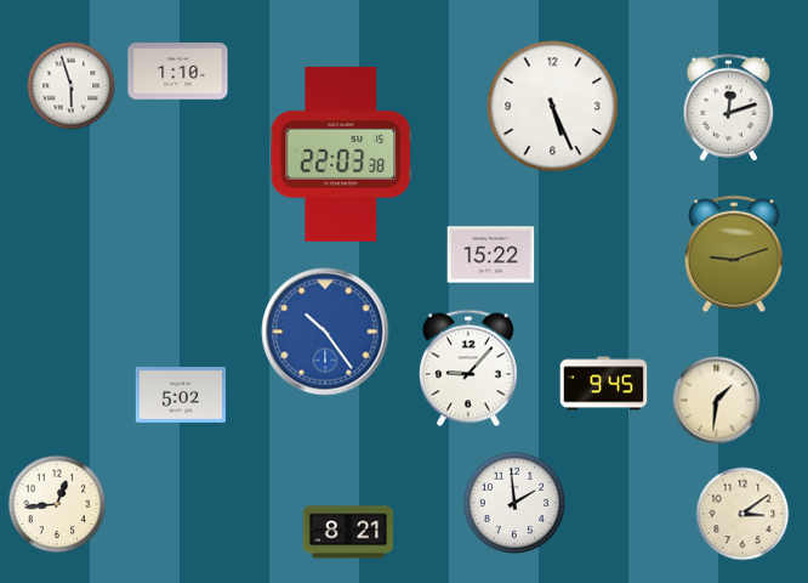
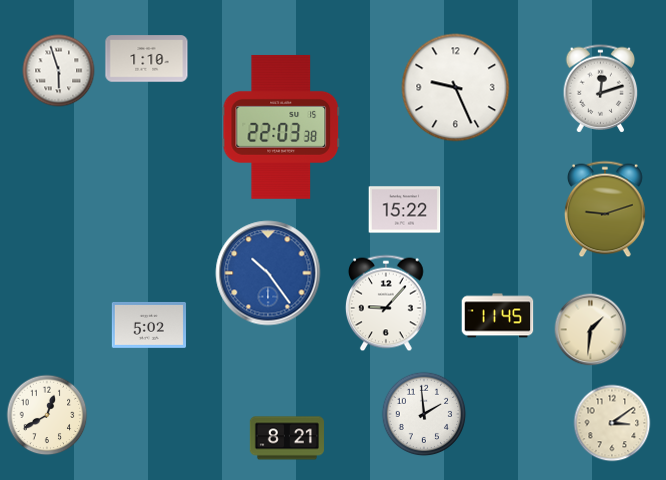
clock at (553, 107): 5:26 -> 9:26
clock at (604, 384): 9:45 -> 11:45
clock at (57, 504): 12:44 -> 12:40
